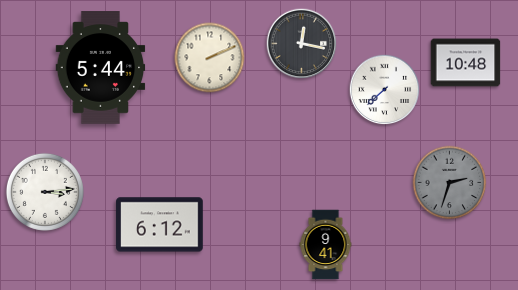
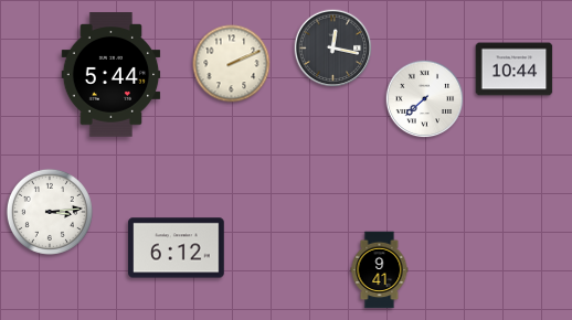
clock at (466, 63): 10:48 -> 10:44
clock at (450, 183): 2:33 -> none
clock at (326, 245) position: (326, 245) -> (380, 270)
